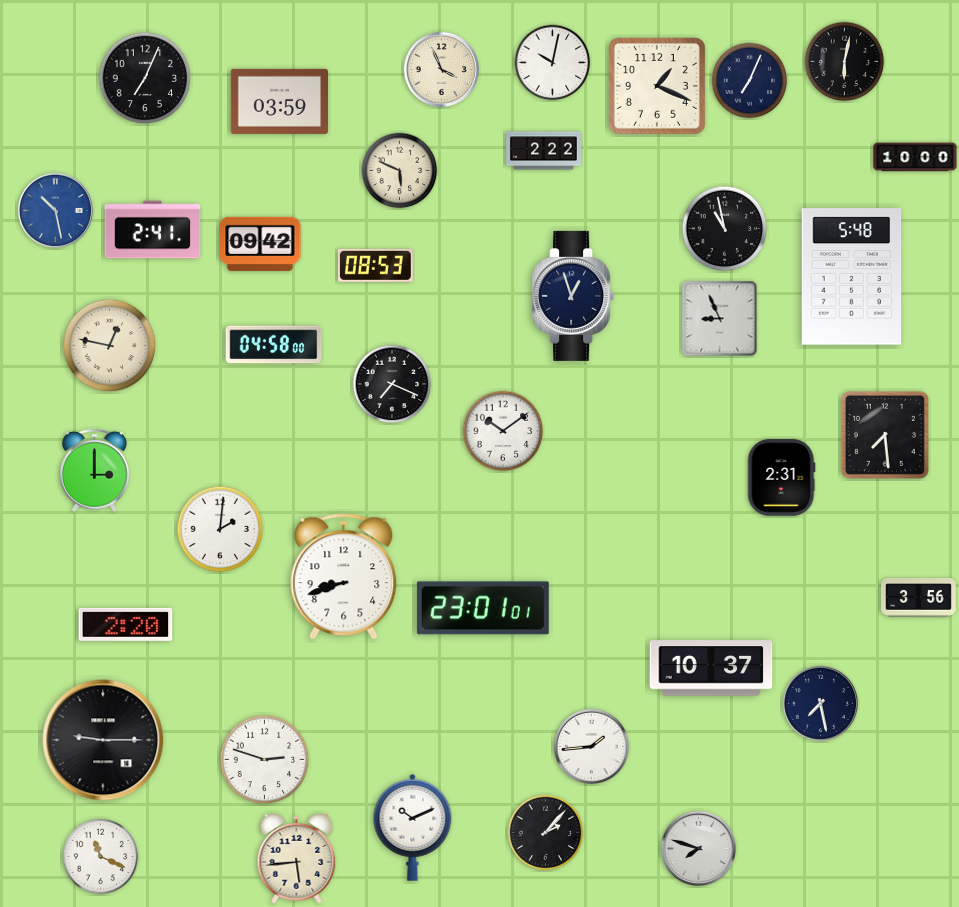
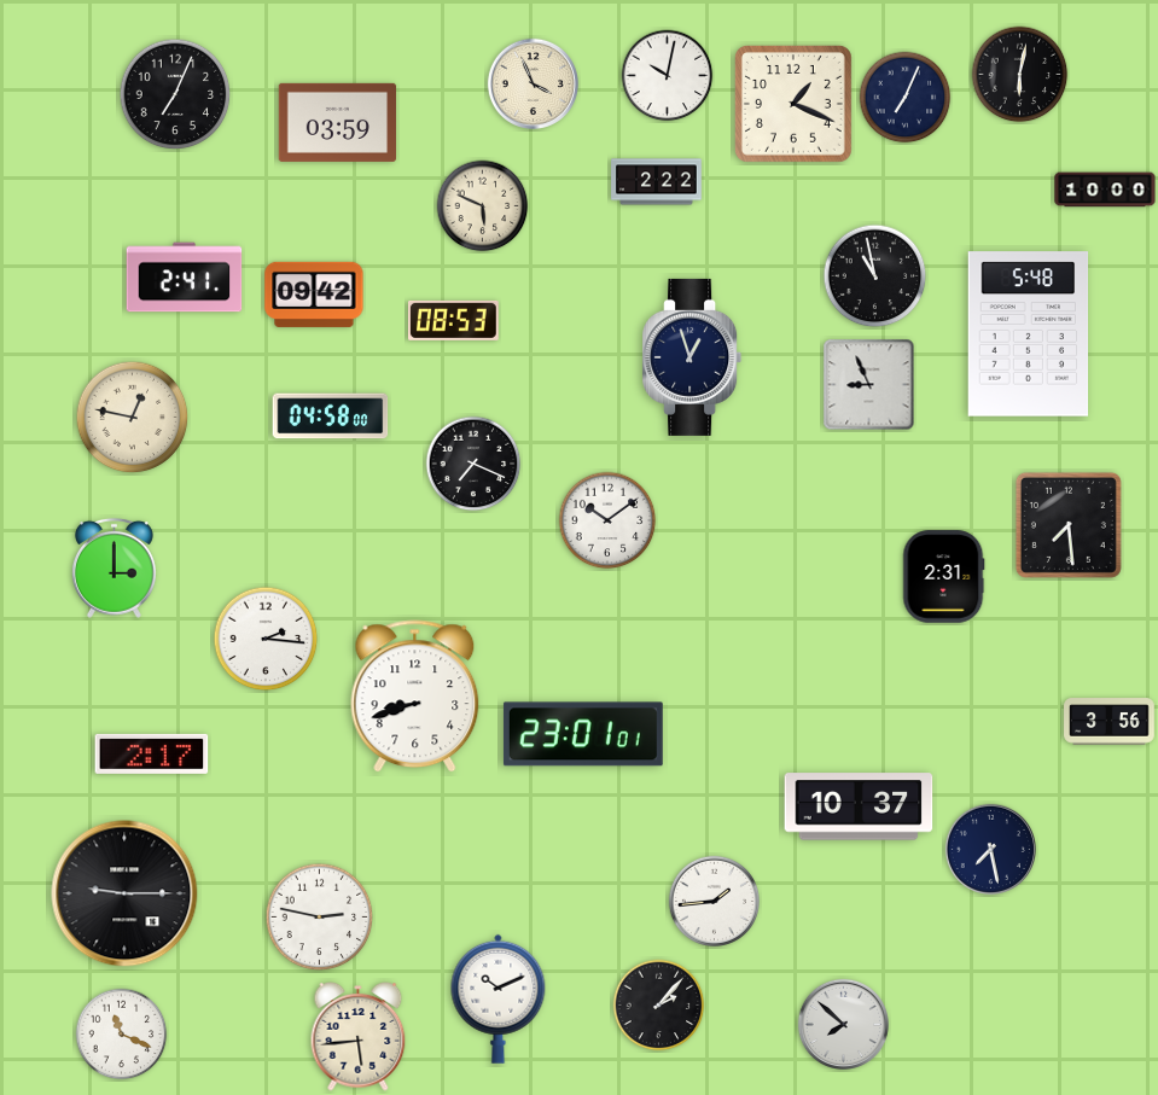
clock at (55, 210): 10:28 -> none
clock at (220, 529): 2:01 -> 2:16
clock at (126, 624): 2:20 -> 2:17
clock at (265, 760): 2:48 -> 2:47
clock at (698, 848): 7:48 -> 7:52
